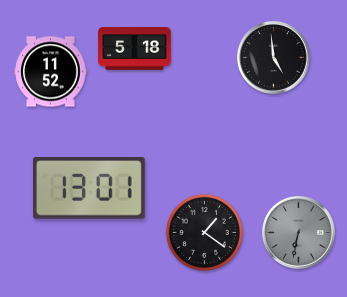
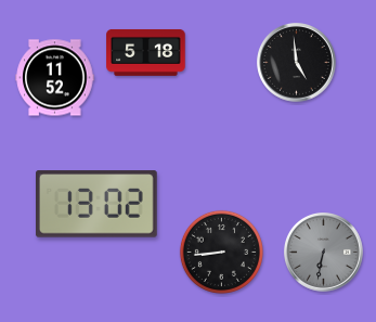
clock at (90, 188): 13:01 -> 13:02
clock at (204, 232): 1:21 -> 8:44
